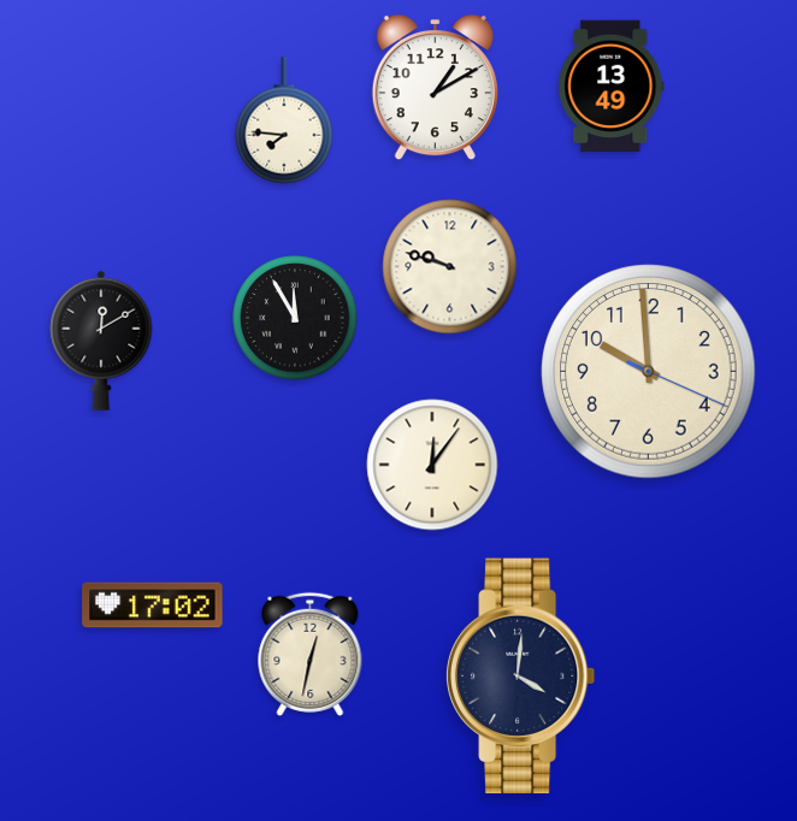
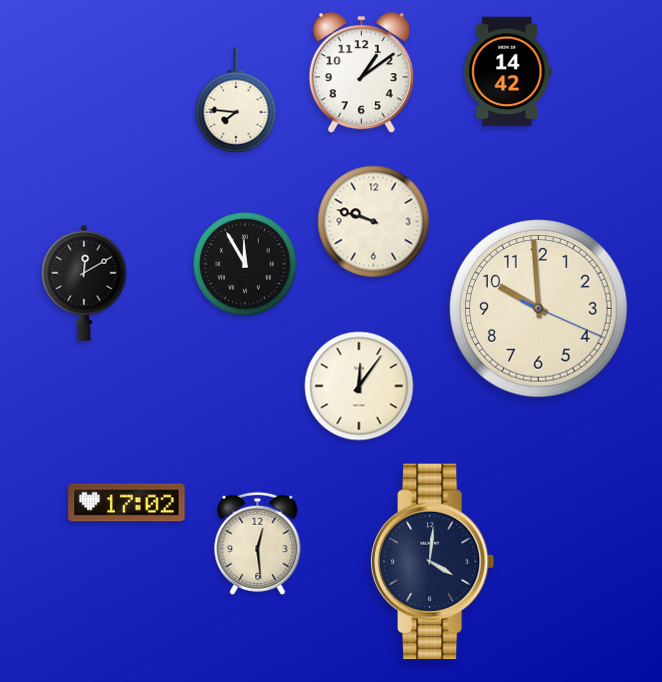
clock at (612, 87): 13:49 -> 14:42
clock at (435, 88): 1:10 -> 1:09
clock at (311, 654): 12:32 -> 12:29
